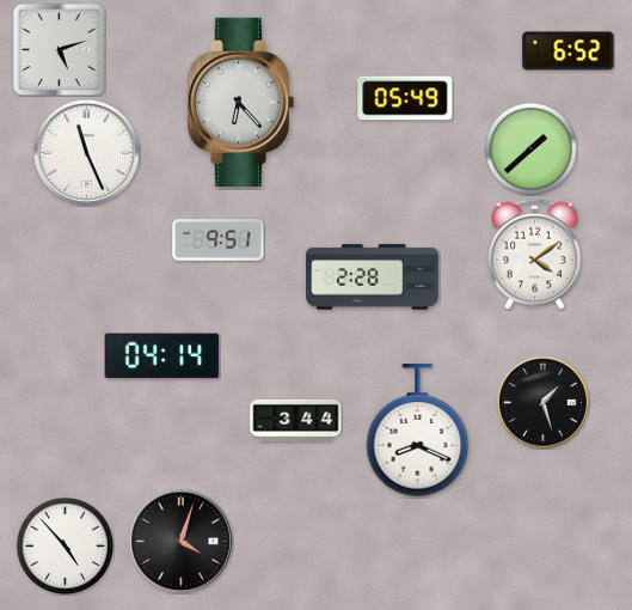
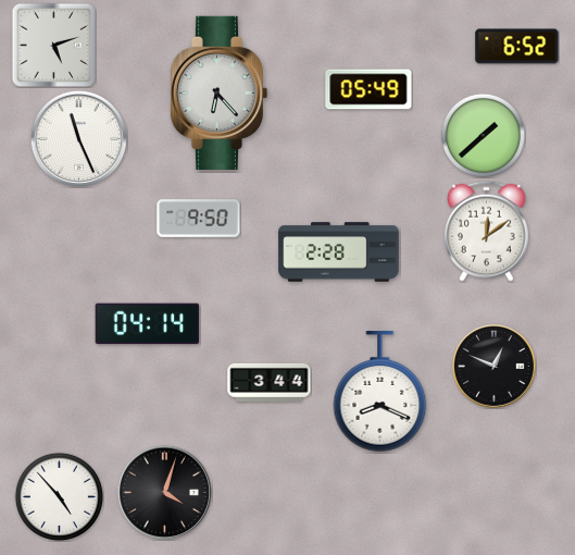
clock at (219, 240): 9:51 -> 9:50
clock at (535, 254): 4:09 -> 12:09
clock at (544, 403): 1:27 -> 12:49
